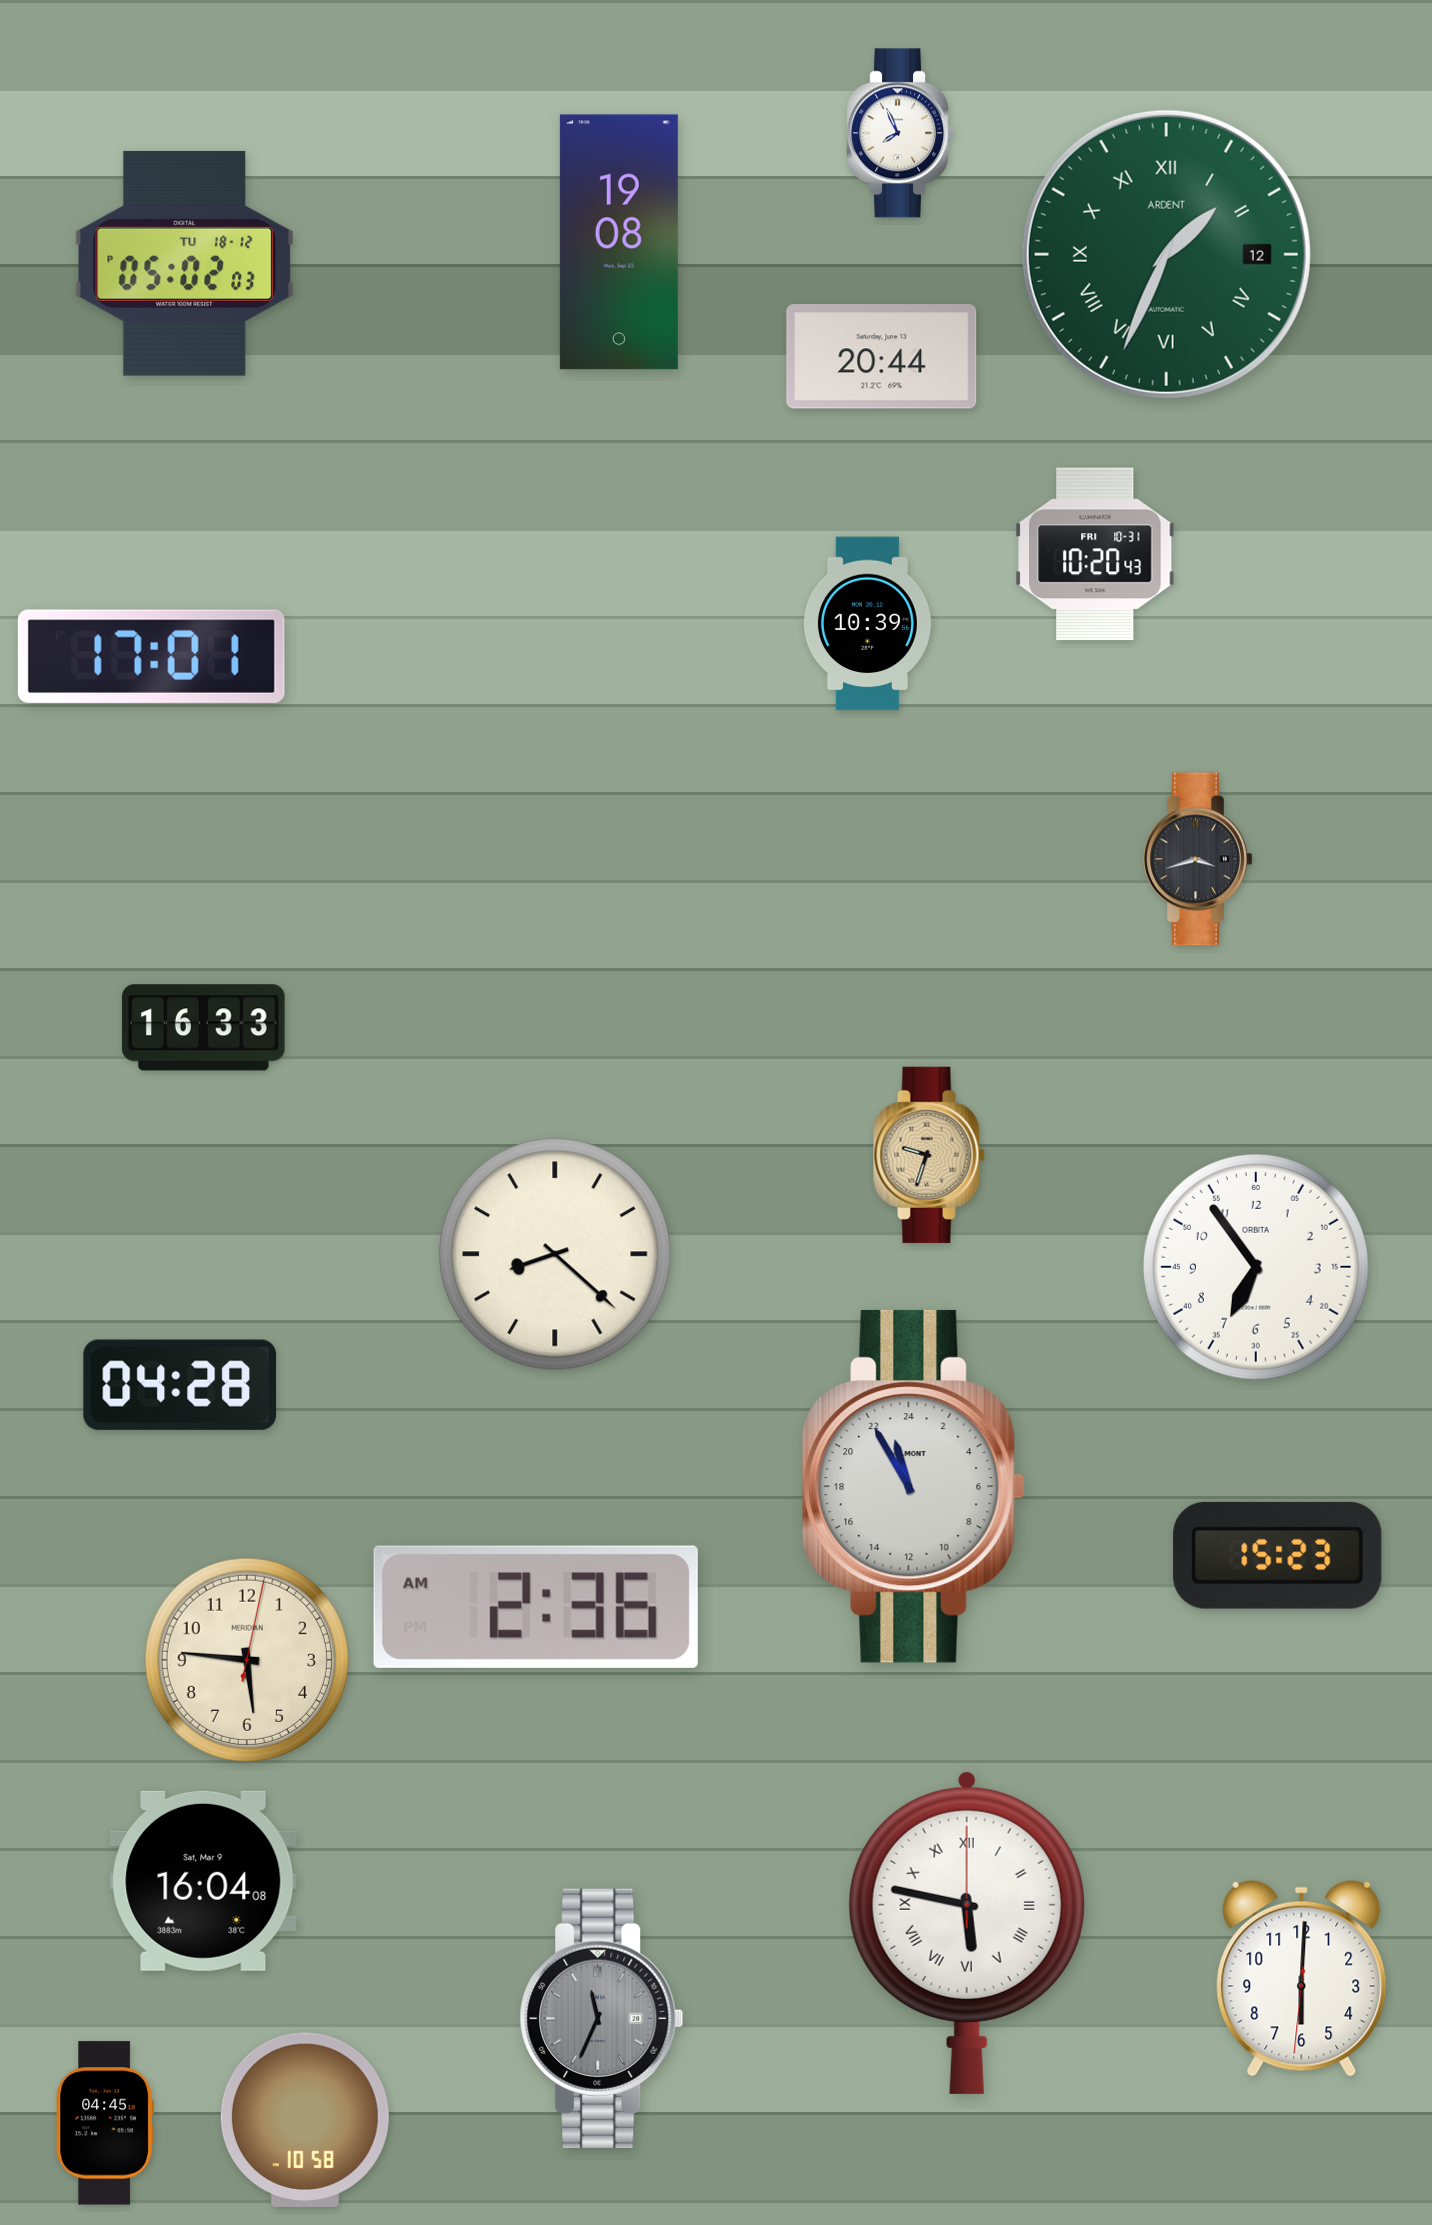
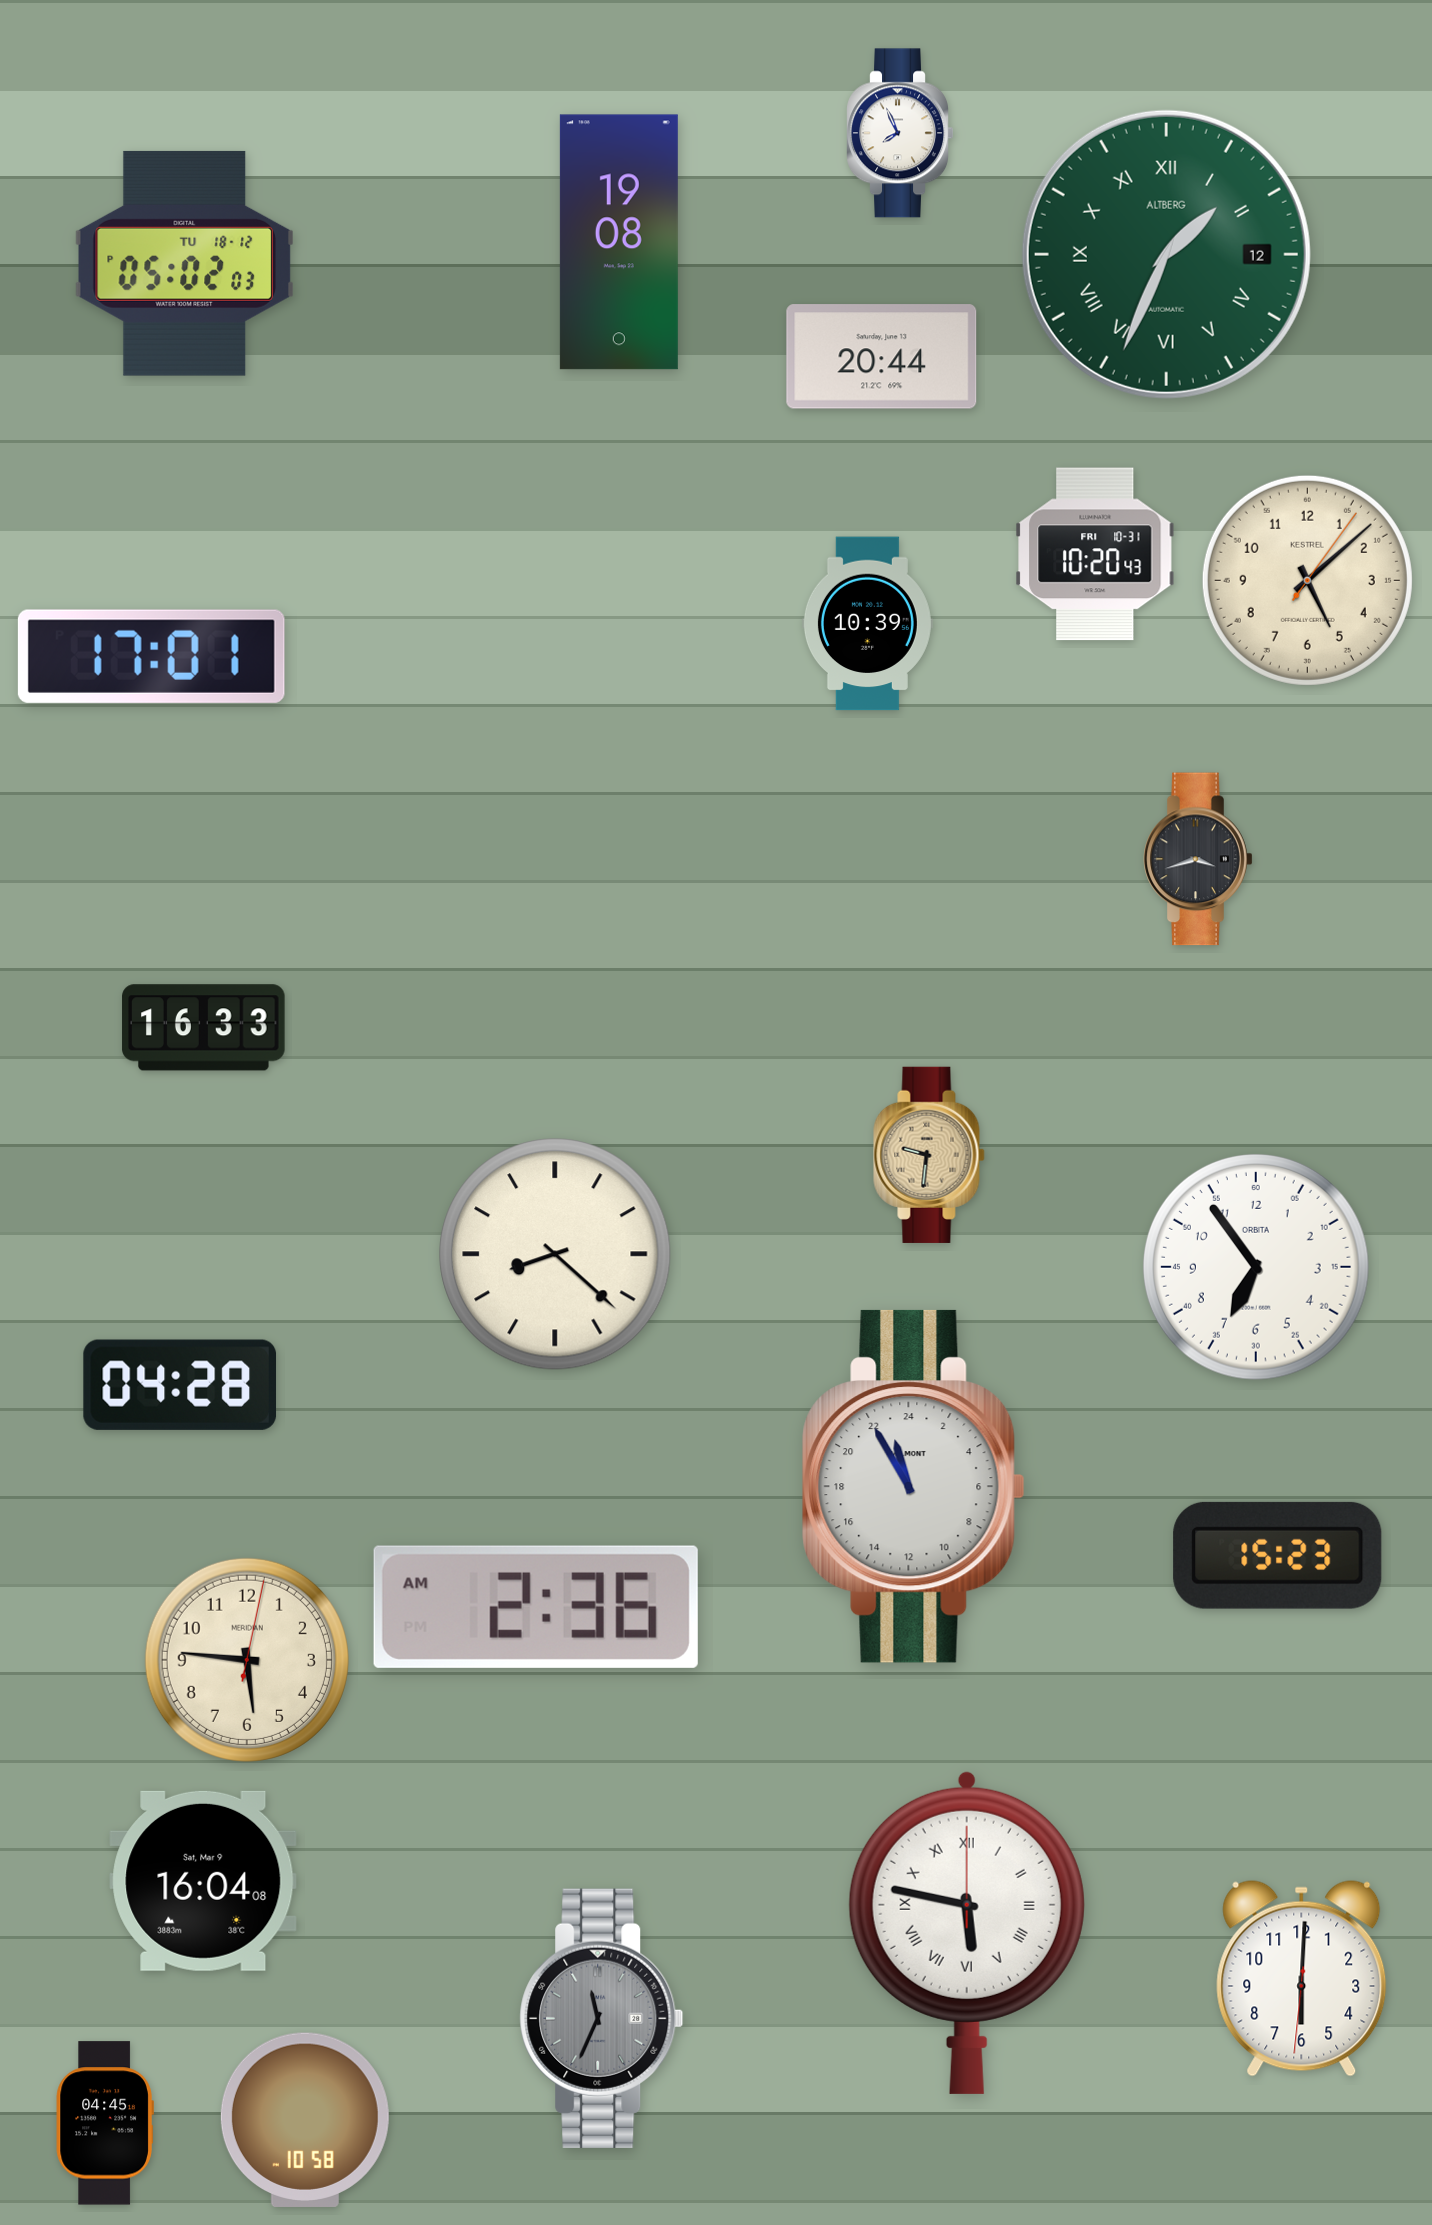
clock at (1166, 254) brand: ARDENT -> ALTBERG
clock at (1307, 580): none -> 5:08
clock at (929, 1155): 9:33 -> 9:31
